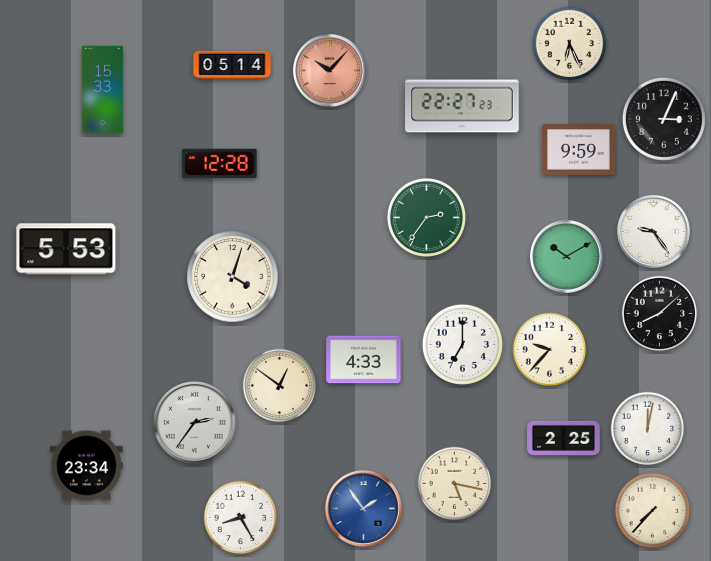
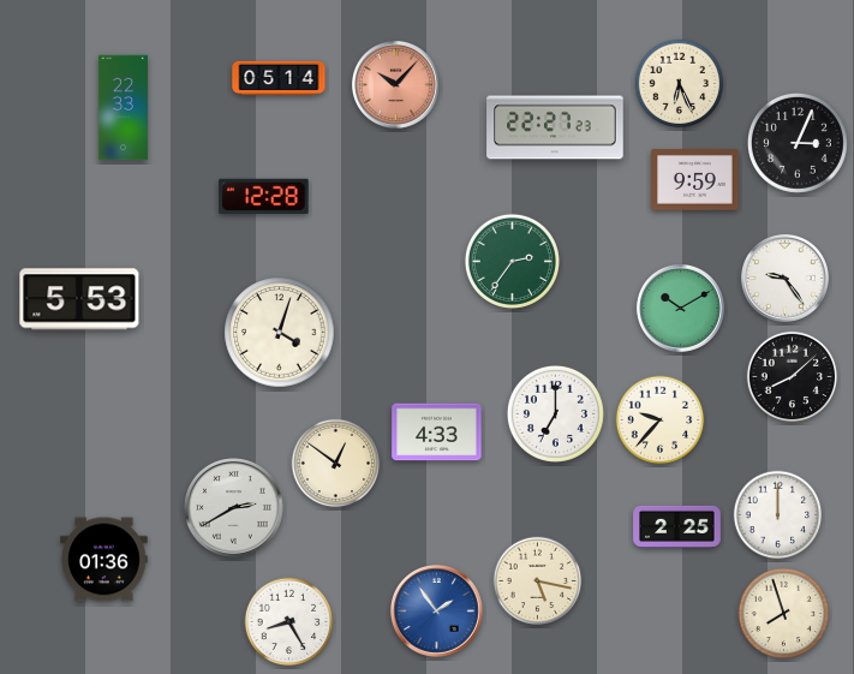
clock at (570, 44) position: (570, 44) -> (680, 84)
clock at (102, 90): 15:33 -> 22:33
clock at (195, 423): 2:36 -> 2:40
clock at (648, 429): 12:02 -> 12:00
clock at (87, 466): 23:34 -> 01:36
clock at (455, 484) position: (455, 484) -> (538, 581)
clock at (653, 511): 7:37 -> 7:57
